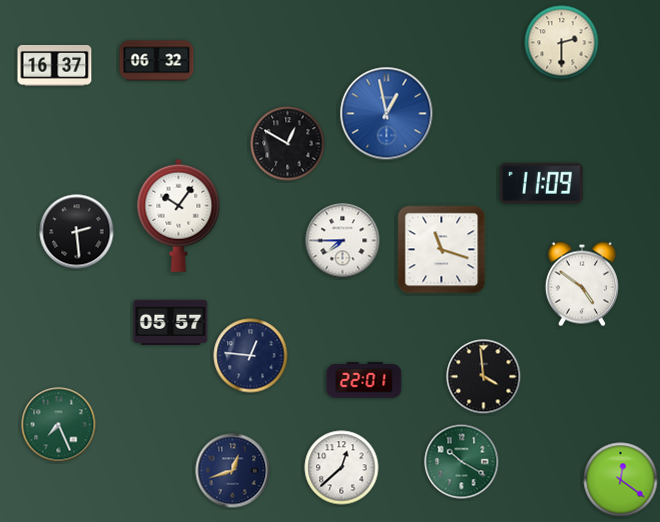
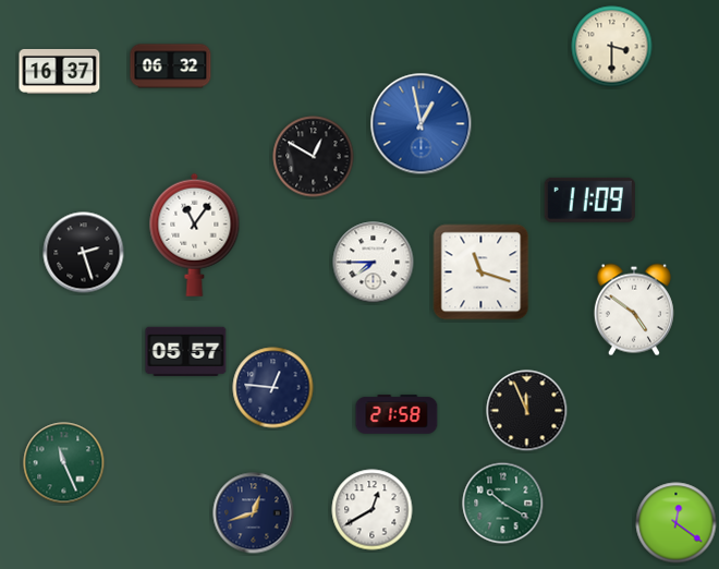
clock at (562, 43): 2:30 -> 3:30
clock at (179, 215): 10:06 -> 11:06
clock at (77, 232): 2:29 -> 2:27
clock at (484, 377): 3:59 -> 11:56
clock at (364, 380): 22:01 -> 21:58
clock at (59, 425): 7:26 -> 11:26
clock at (342, 468): 12:38 -> 12:40
